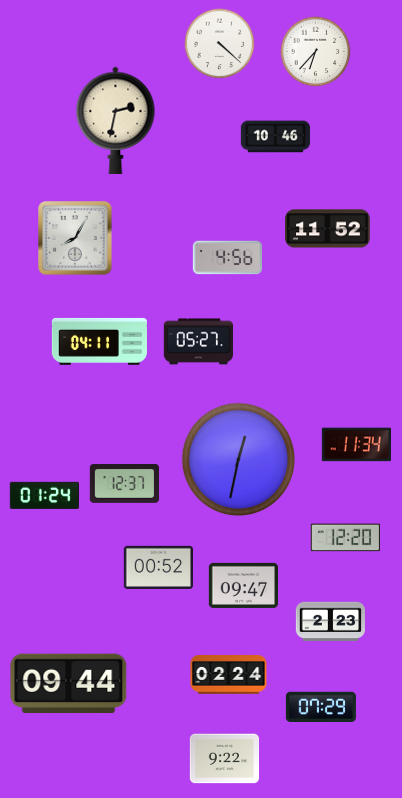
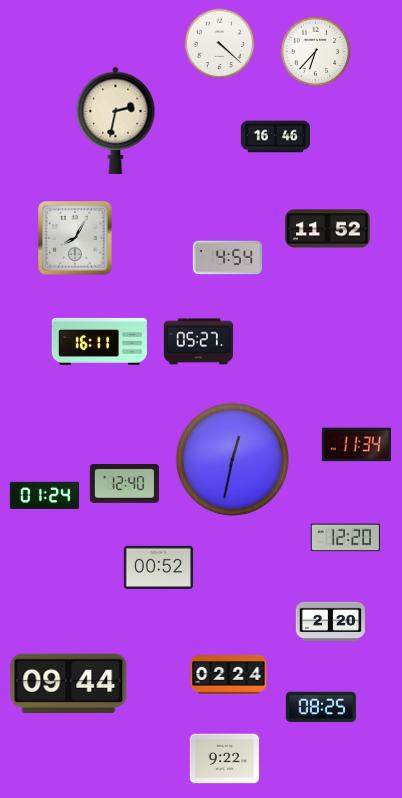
clock at (276, 137): 10:46 -> 16:46
clock at (227, 258): 4:56 -> 4:54
clock at (99, 341): 04:11 -> 16:11
clock at (239, 460) position: (239, 460) -> (233, 460)
clock at (124, 483): 12:37 -> 12:40
clock at (243, 585): 09:47 -> none
clock at (330, 621): 2:23 -> 2:20
clock at (321, 706): 07:29 -> 08:25
